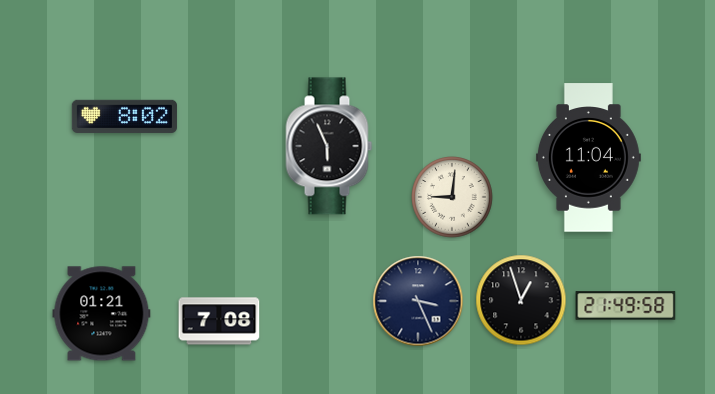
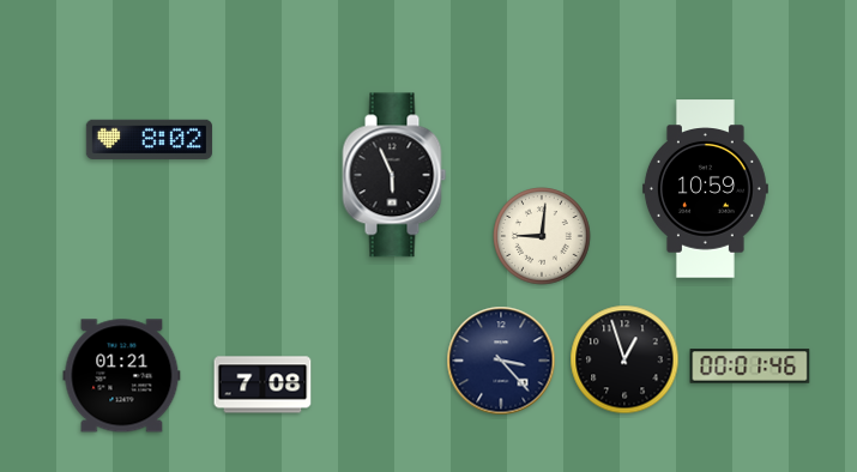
clock at (588, 158): 11:04 -> 10:59
clock at (418, 301): 3:26 -> 3:23
clock at (626, 306): 21:49 -> 00:01
